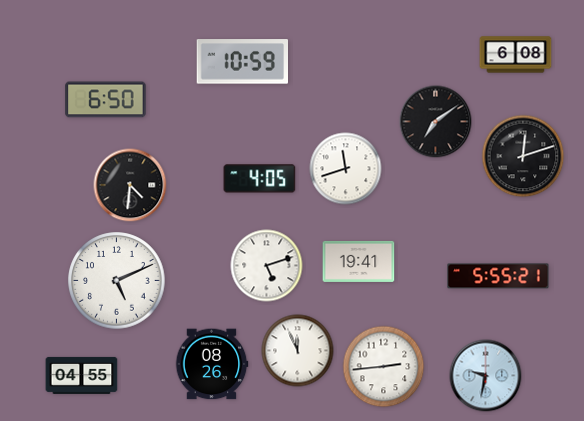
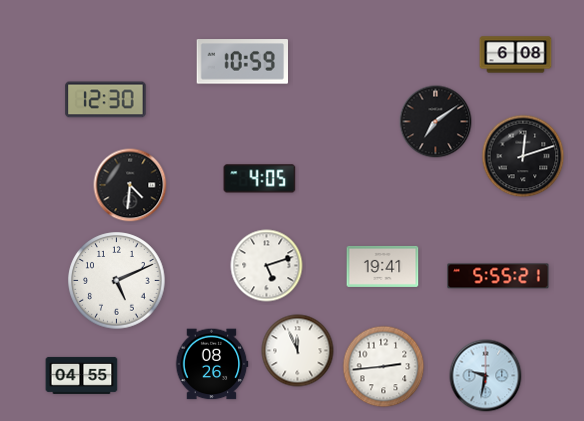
clock at (106, 100): 6:50 -> 12:30
clock at (346, 169): 11:42 -> none
clock at (359, 261) position: (359, 261) -> (383, 266)
